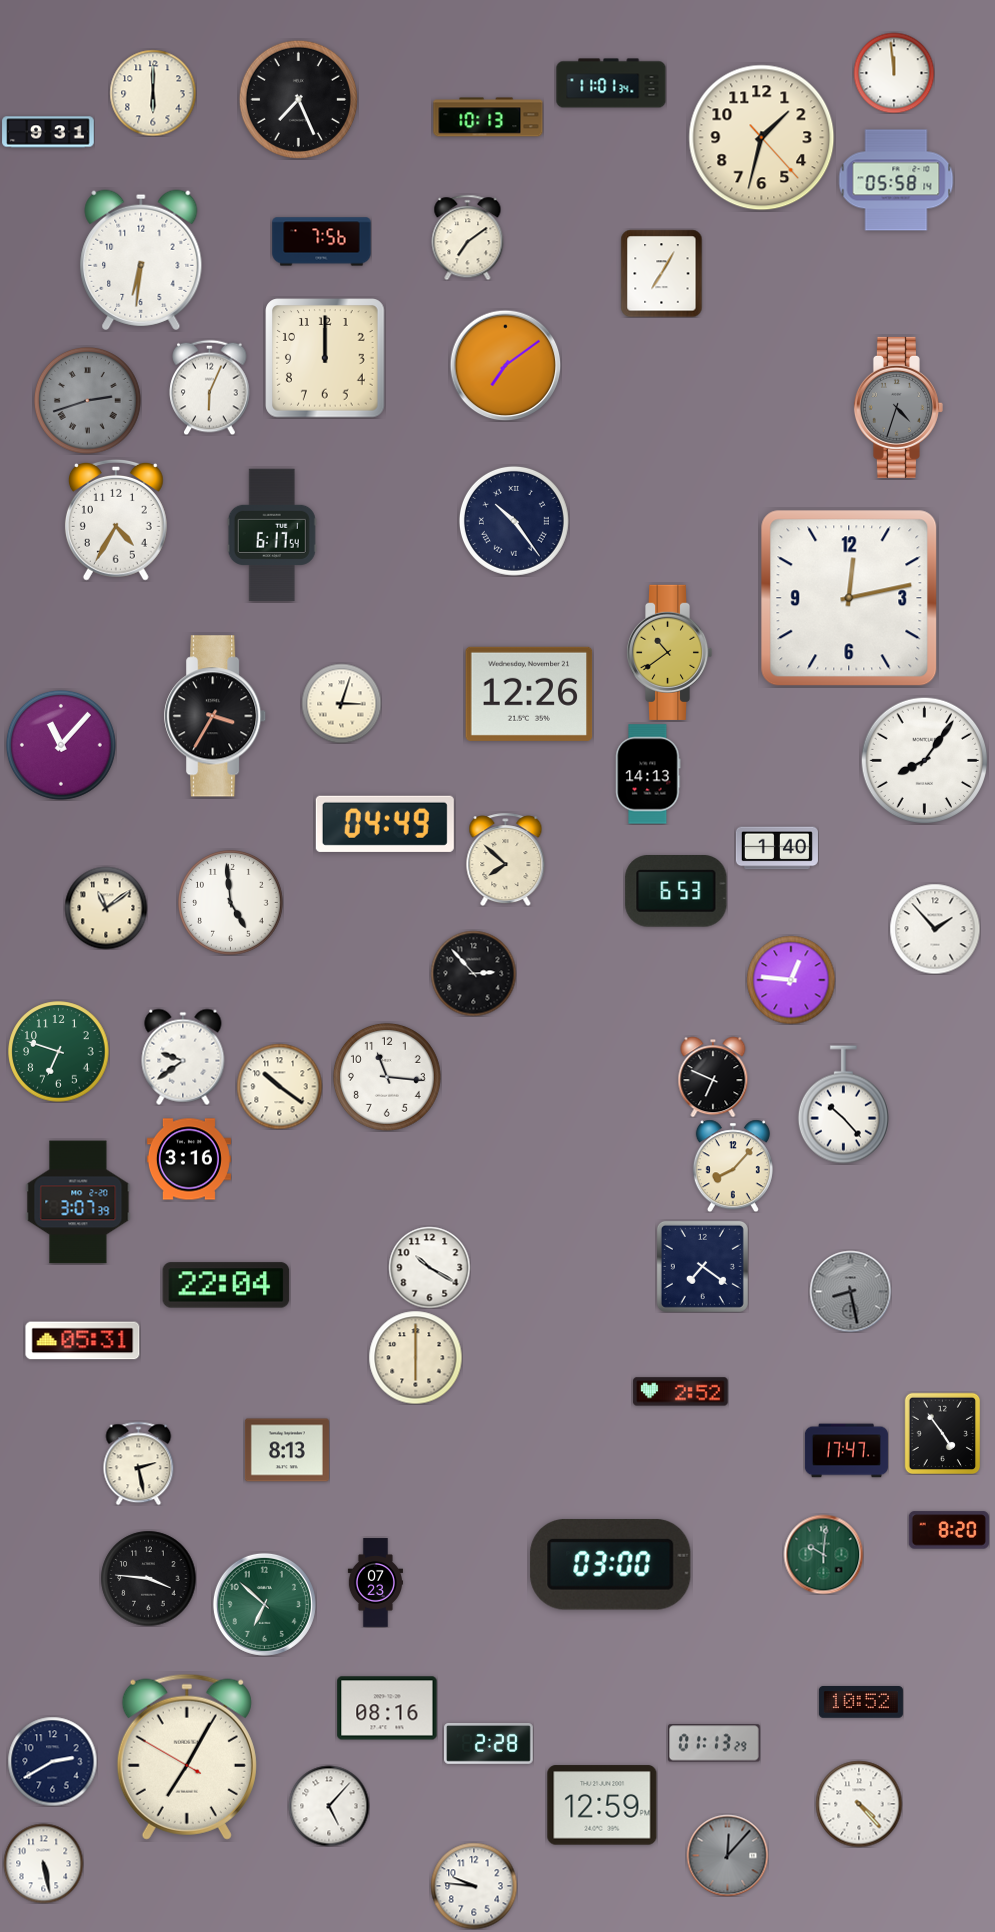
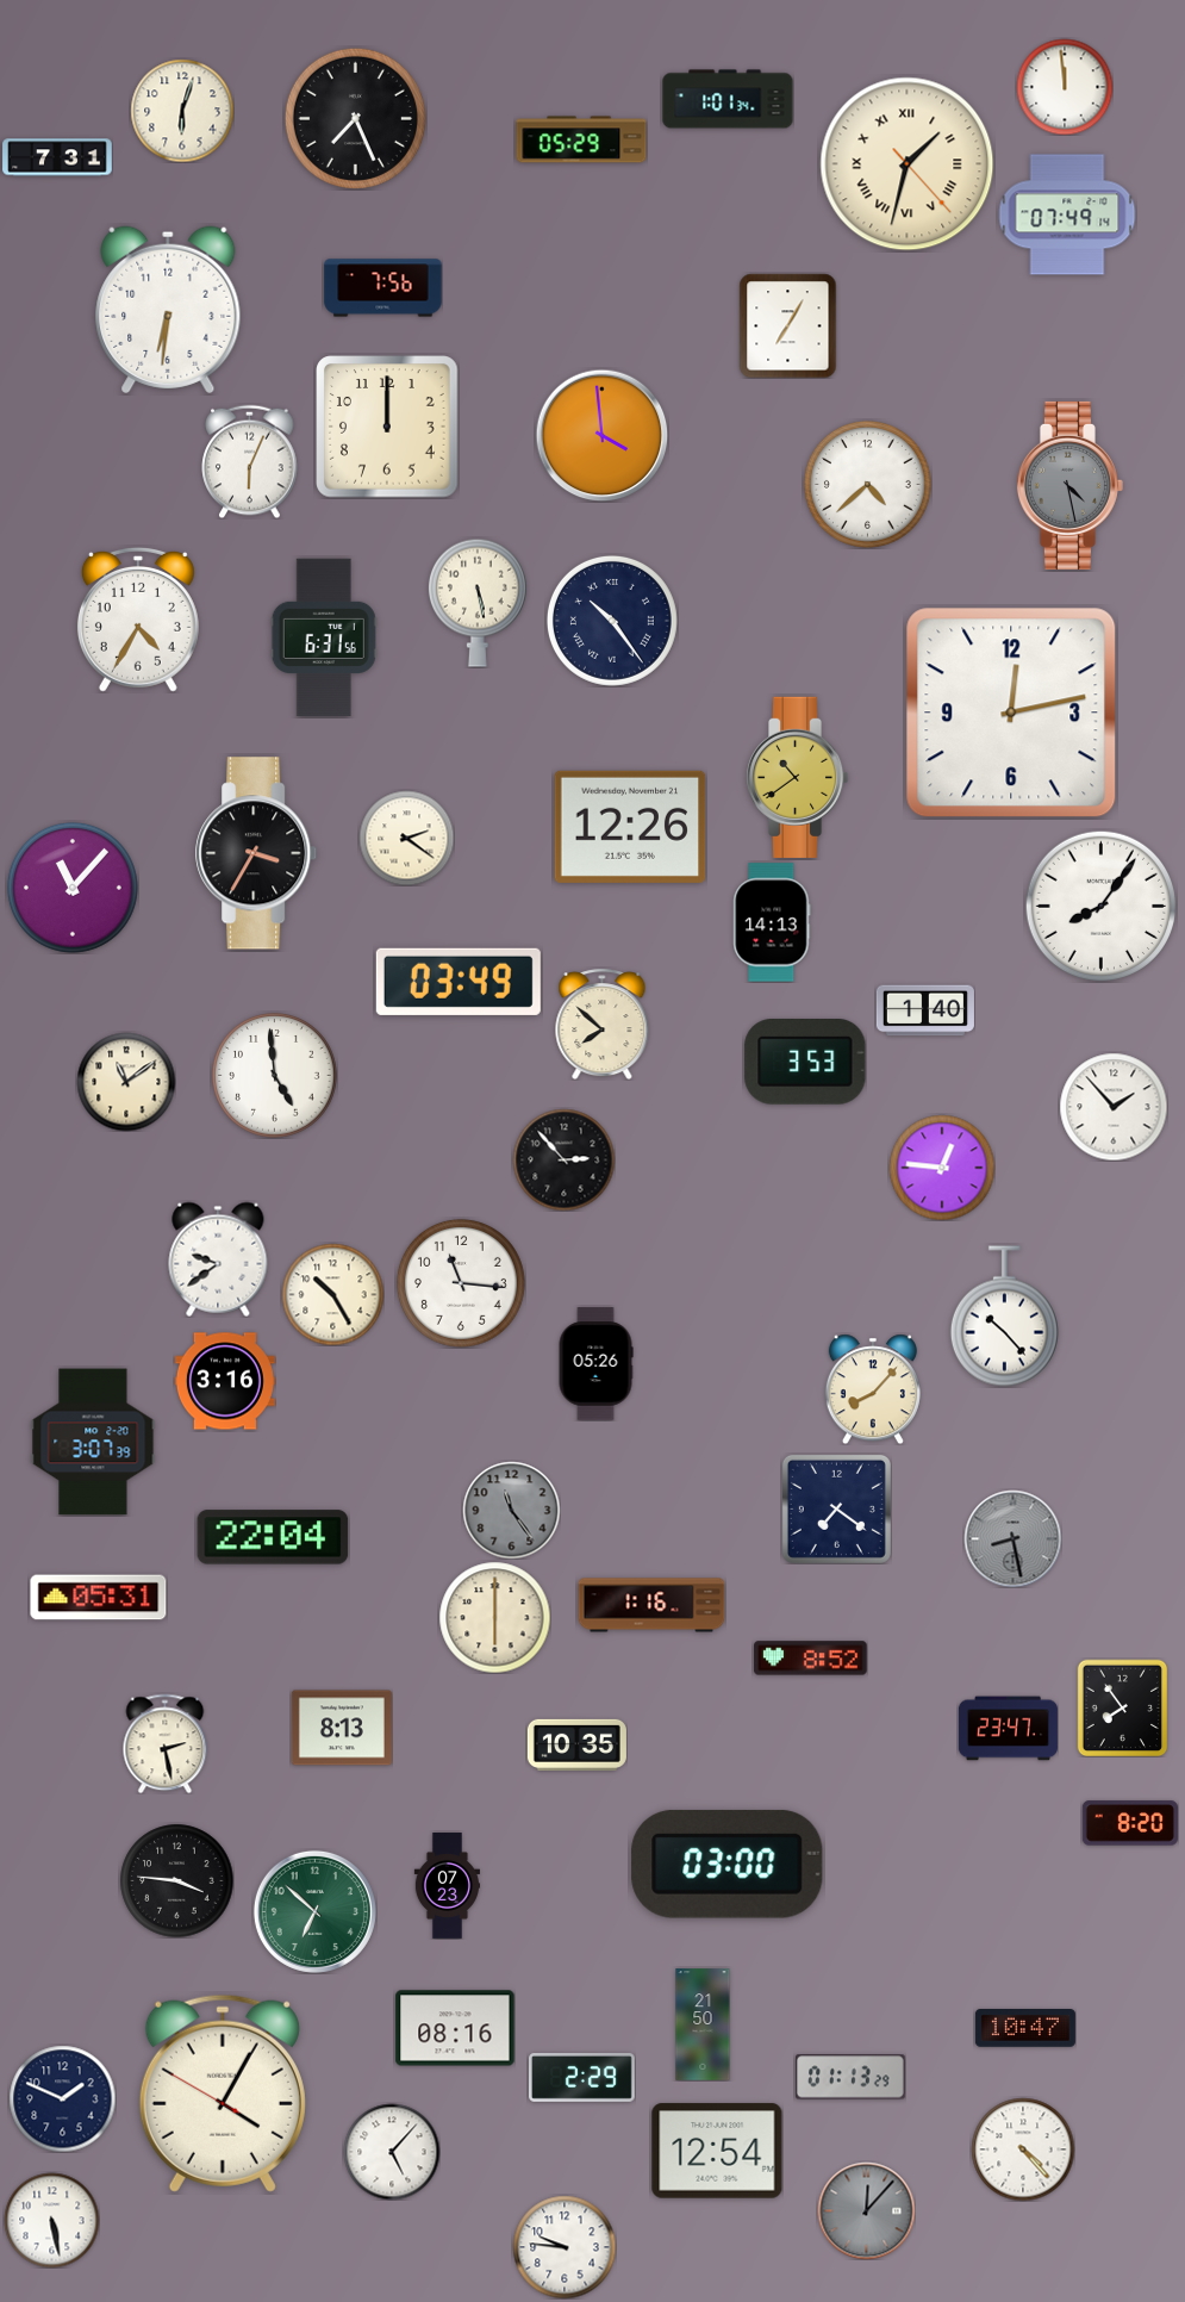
clock at (611, 83): 11:01 -> 1:01
clock at (153, 93): 6:00 -> 6:03
clock at (488, 117): 10:13 -> 05:29
clock at (48, 132): 9:31 -> 7:31
clock at (762, 138) numerals: Arabic -> Roman
clock at (896, 180): 05:58 -> 07:49
clock at (468, 237): 7:09 -> none
clock at (505, 365): 7:09 -> 3:59
clock at (87, 400): 2:42 -> none
clock at (867, 484): none -> 4:38
clock at (898, 407): 4:33 -> 4:28
clock at (478, 603): none -> 5:28
clock at (272, 535): 6:17 -> 6:31
clock at (341, 703): 3:03 -> 2:21
clock at (385, 824): 04:49 -> 03:49
clock at (676, 892): 6:53 -> 3:53
clock at (59, 1052): 6:48 -> none
clock at (713, 1077): 6:49 -> none
clock at (279, 1086): 10:21 -> 10:25
clock at (595, 1364): none -> 05:26
clock at (78, 1202) position: (78, 1202) -> (93, 1442)
clock at (429, 1267): 10:20 -> 11:24
clock at (429, 1267) dial: white -> grey
clock at (226, 1285) position: (226, 1285) -> (273, 1537)
clock at (651, 1605): none -> 1:16
clock at (681, 1392): 2:52 -> 8:52
clock at (943, 1433): 4:54 -> 7:54
clock at (846, 1451): 17:47 -> 23:47
clock at (576, 1744): none -> 10:35
clock at (823, 1554): 10:01 -> none
clock at (703, 2024): none -> 21:50
clock at (861, 1703): 10:52 -> 10:47
clock at (387, 1708) position: (387, 1708) -> (455, 2028)
clock at (489, 1744): 2:28 -> 2:29
clock at (187, 1757): 7:04 -> 4:04
clock at (52, 1761): 2:40 -> 1:49
clock at (602, 1805): 12:59 -> 12:54
